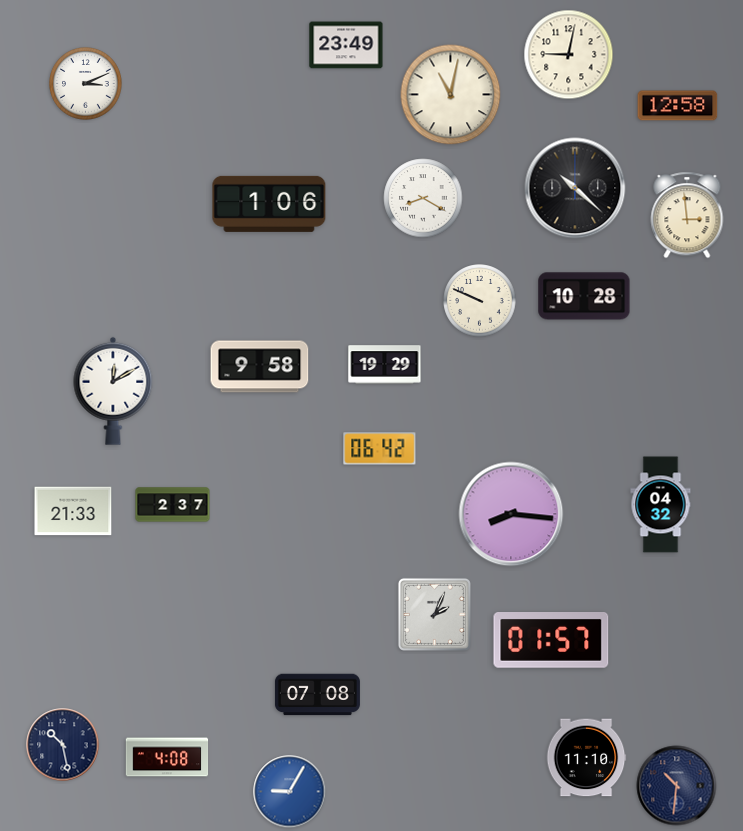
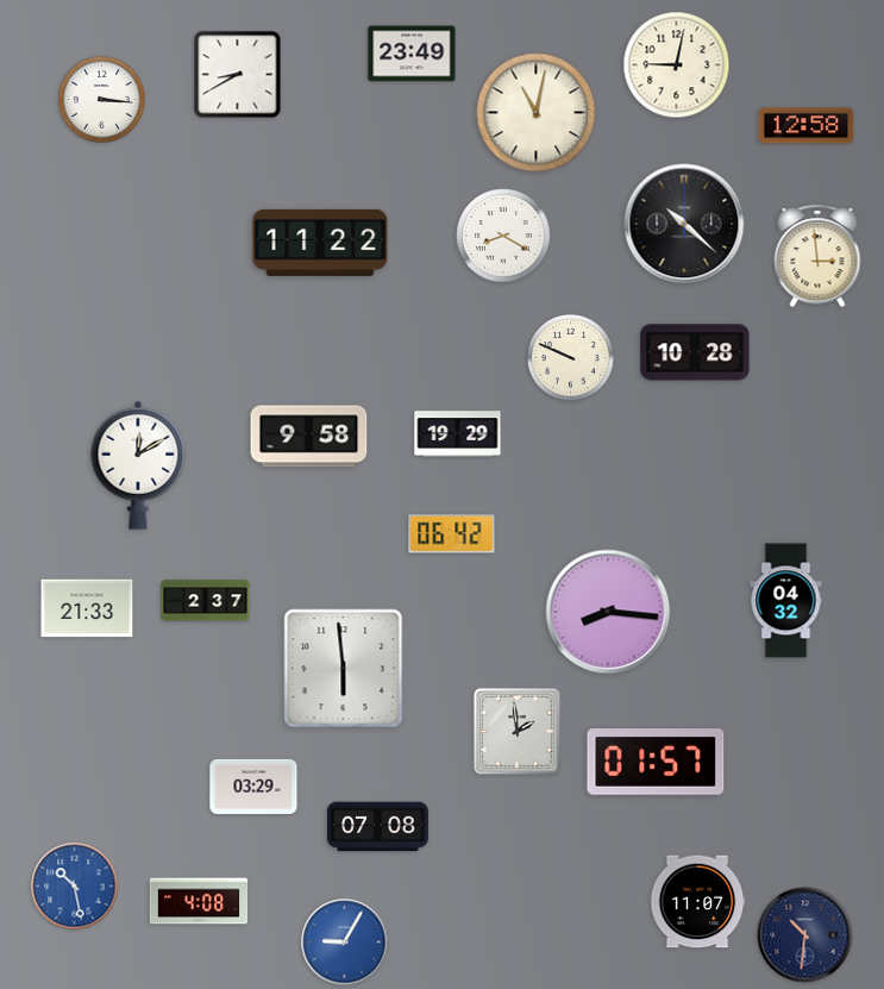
clock at (238, 75): none -> 8:40
clock at (86, 84): 3:11 -> 3:16
clock at (269, 204): 1:06 -> 11:22
clock at (113, 391) position: (113, 391) -> (138, 465)
clock at (344, 669): none -> 5:59
clock at (434, 614): 2:04 -> 1:59
clock at (253, 787): none -> 03:29
clock at (63, 745) dial: navy -> blue
clock at (586, 758): 11:10 -> 11:07
